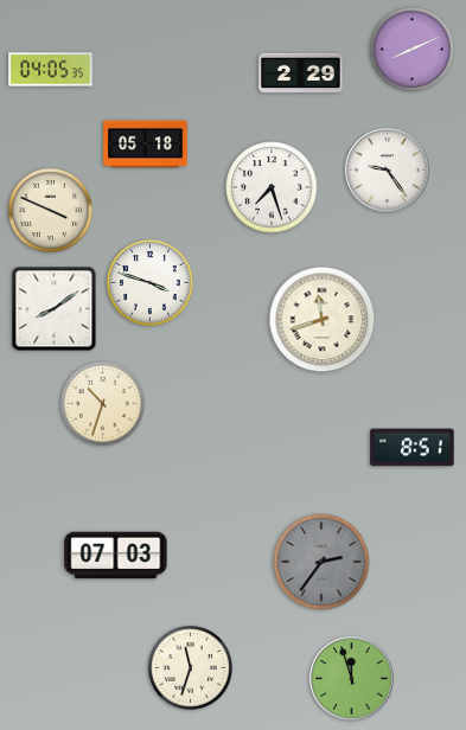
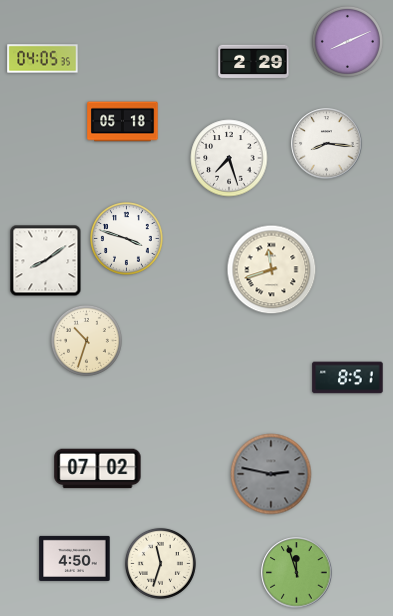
clock at (388, 171): 9:24 -> 8:16
clock at (50, 210): 3:49 -> none
clock at (116, 556): 07:03 -> 07:02
clock at (321, 562): 2:36 -> 2:47
clock at (75, 558): none -> 4:50
